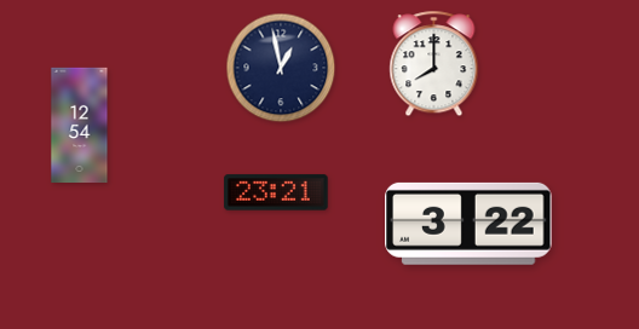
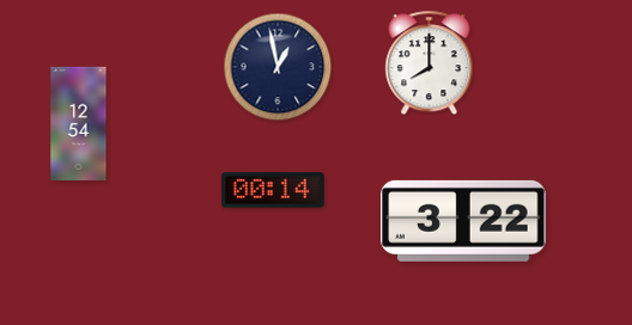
clock at (276, 192): 23:21 -> 00:14
